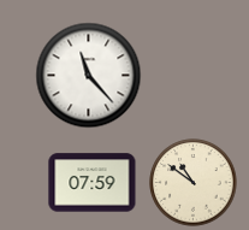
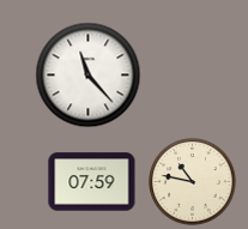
clock at (194, 183): 10:51 -> 10:47
